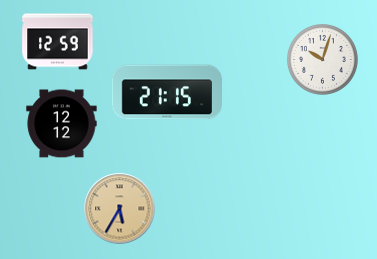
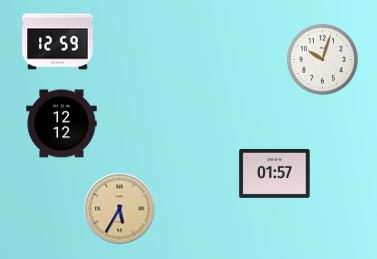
clock at (166, 92): 21:15 -> none
clock at (275, 174): none -> 01:57
